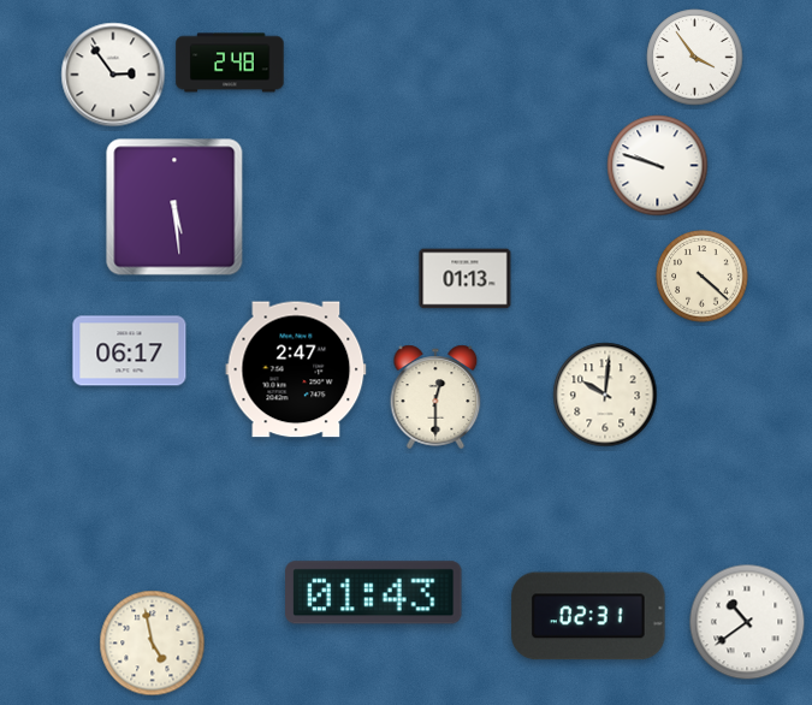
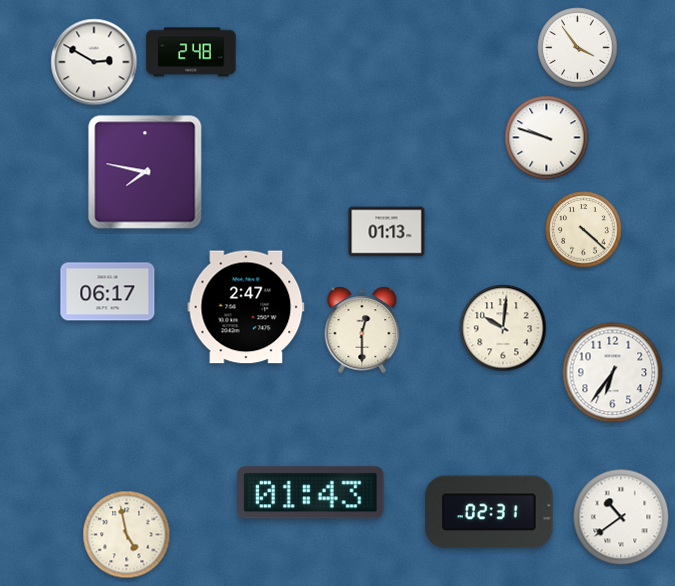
clock at (113, 75): 2:54 -> 2:50
clock at (174, 207): 5:29 -> 7:47
clock at (613, 373): none -> 6:36
